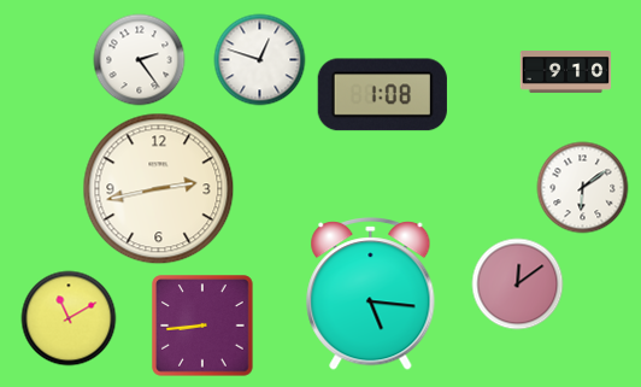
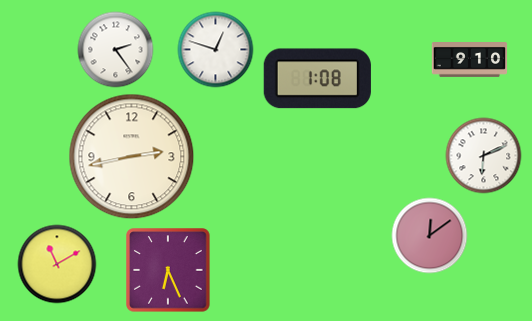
clock at (583, 188): 6:09 -> 6:11
clock at (371, 294): 5:16 -> none
clock at (202, 326): 8:44 -> 6:26
